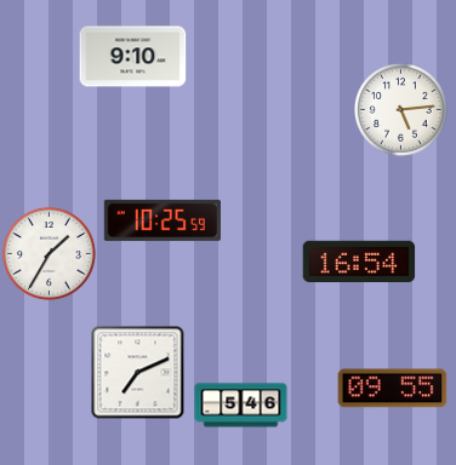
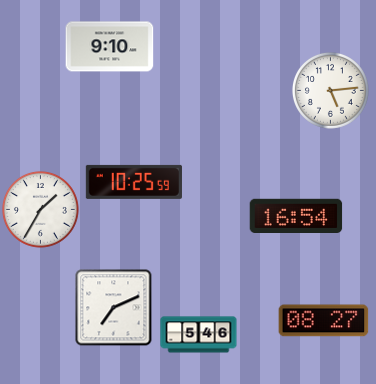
clock at (393, 389): 09:55 -> 08:27
